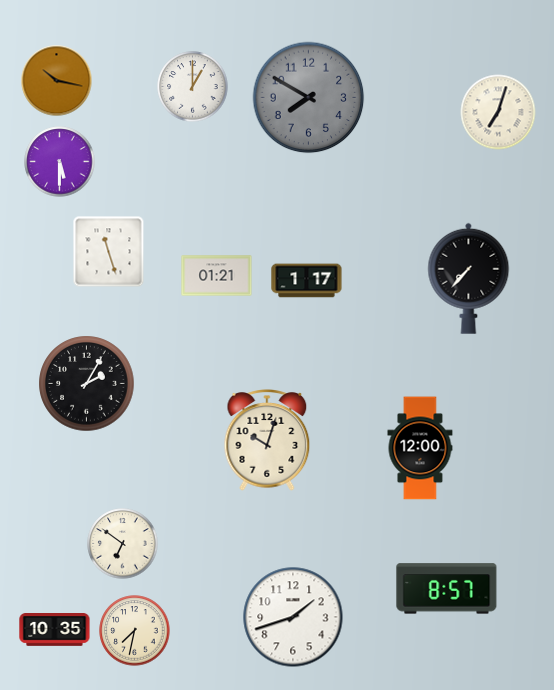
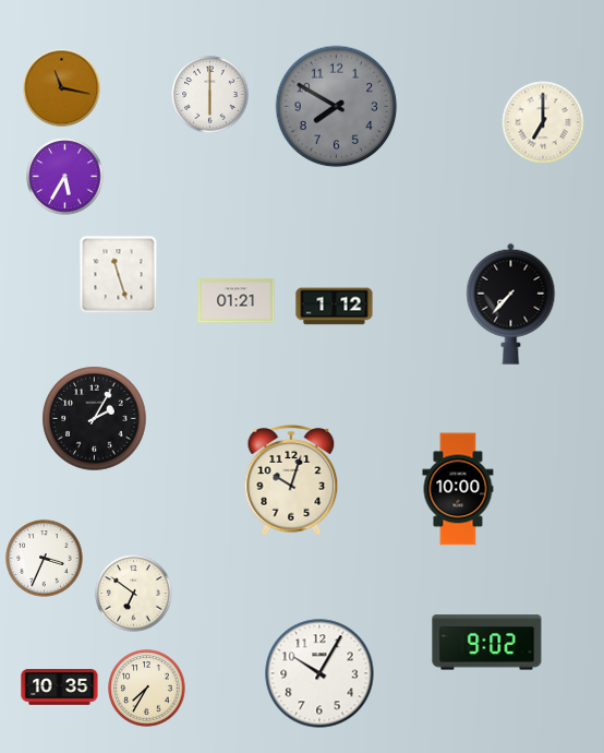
clock at (57, 81): 10:17 -> 11:17
clock at (193, 87): 1:00 -> 6:00
clock at (498, 112): 7:03 -> 7:00
clock at (60, 162): 5:30 -> 5:35
clock at (307, 281): 1:17 -> 1:12
clock at (420, 448): 12:00 -> 10:00
clock at (45, 559): none -> 3:34
clock at (447, 589): 8:57 -> 9:02
clock at (293, 617): 1:42 -> 10:05
clock at (135, 631): 7:32 -> 7:35
